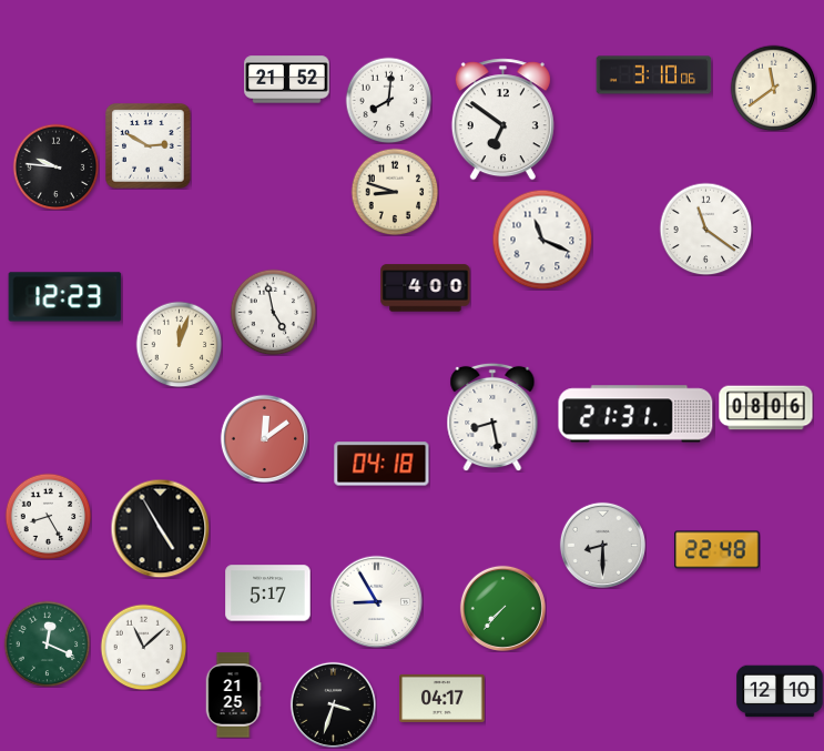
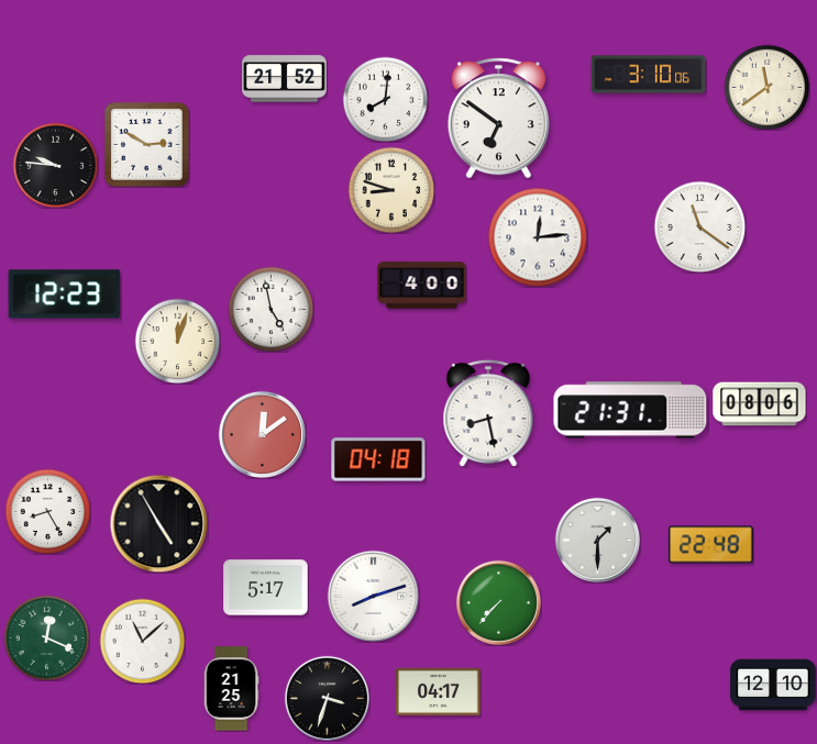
clock at (542, 240): 11:19 -> 12:14
clock at (602, 545): 8:30 -> 1:30
clock at (376, 601): 8:55 -> 8:12
clock at (333, 704) position: (333, 704) -> (327, 698)
